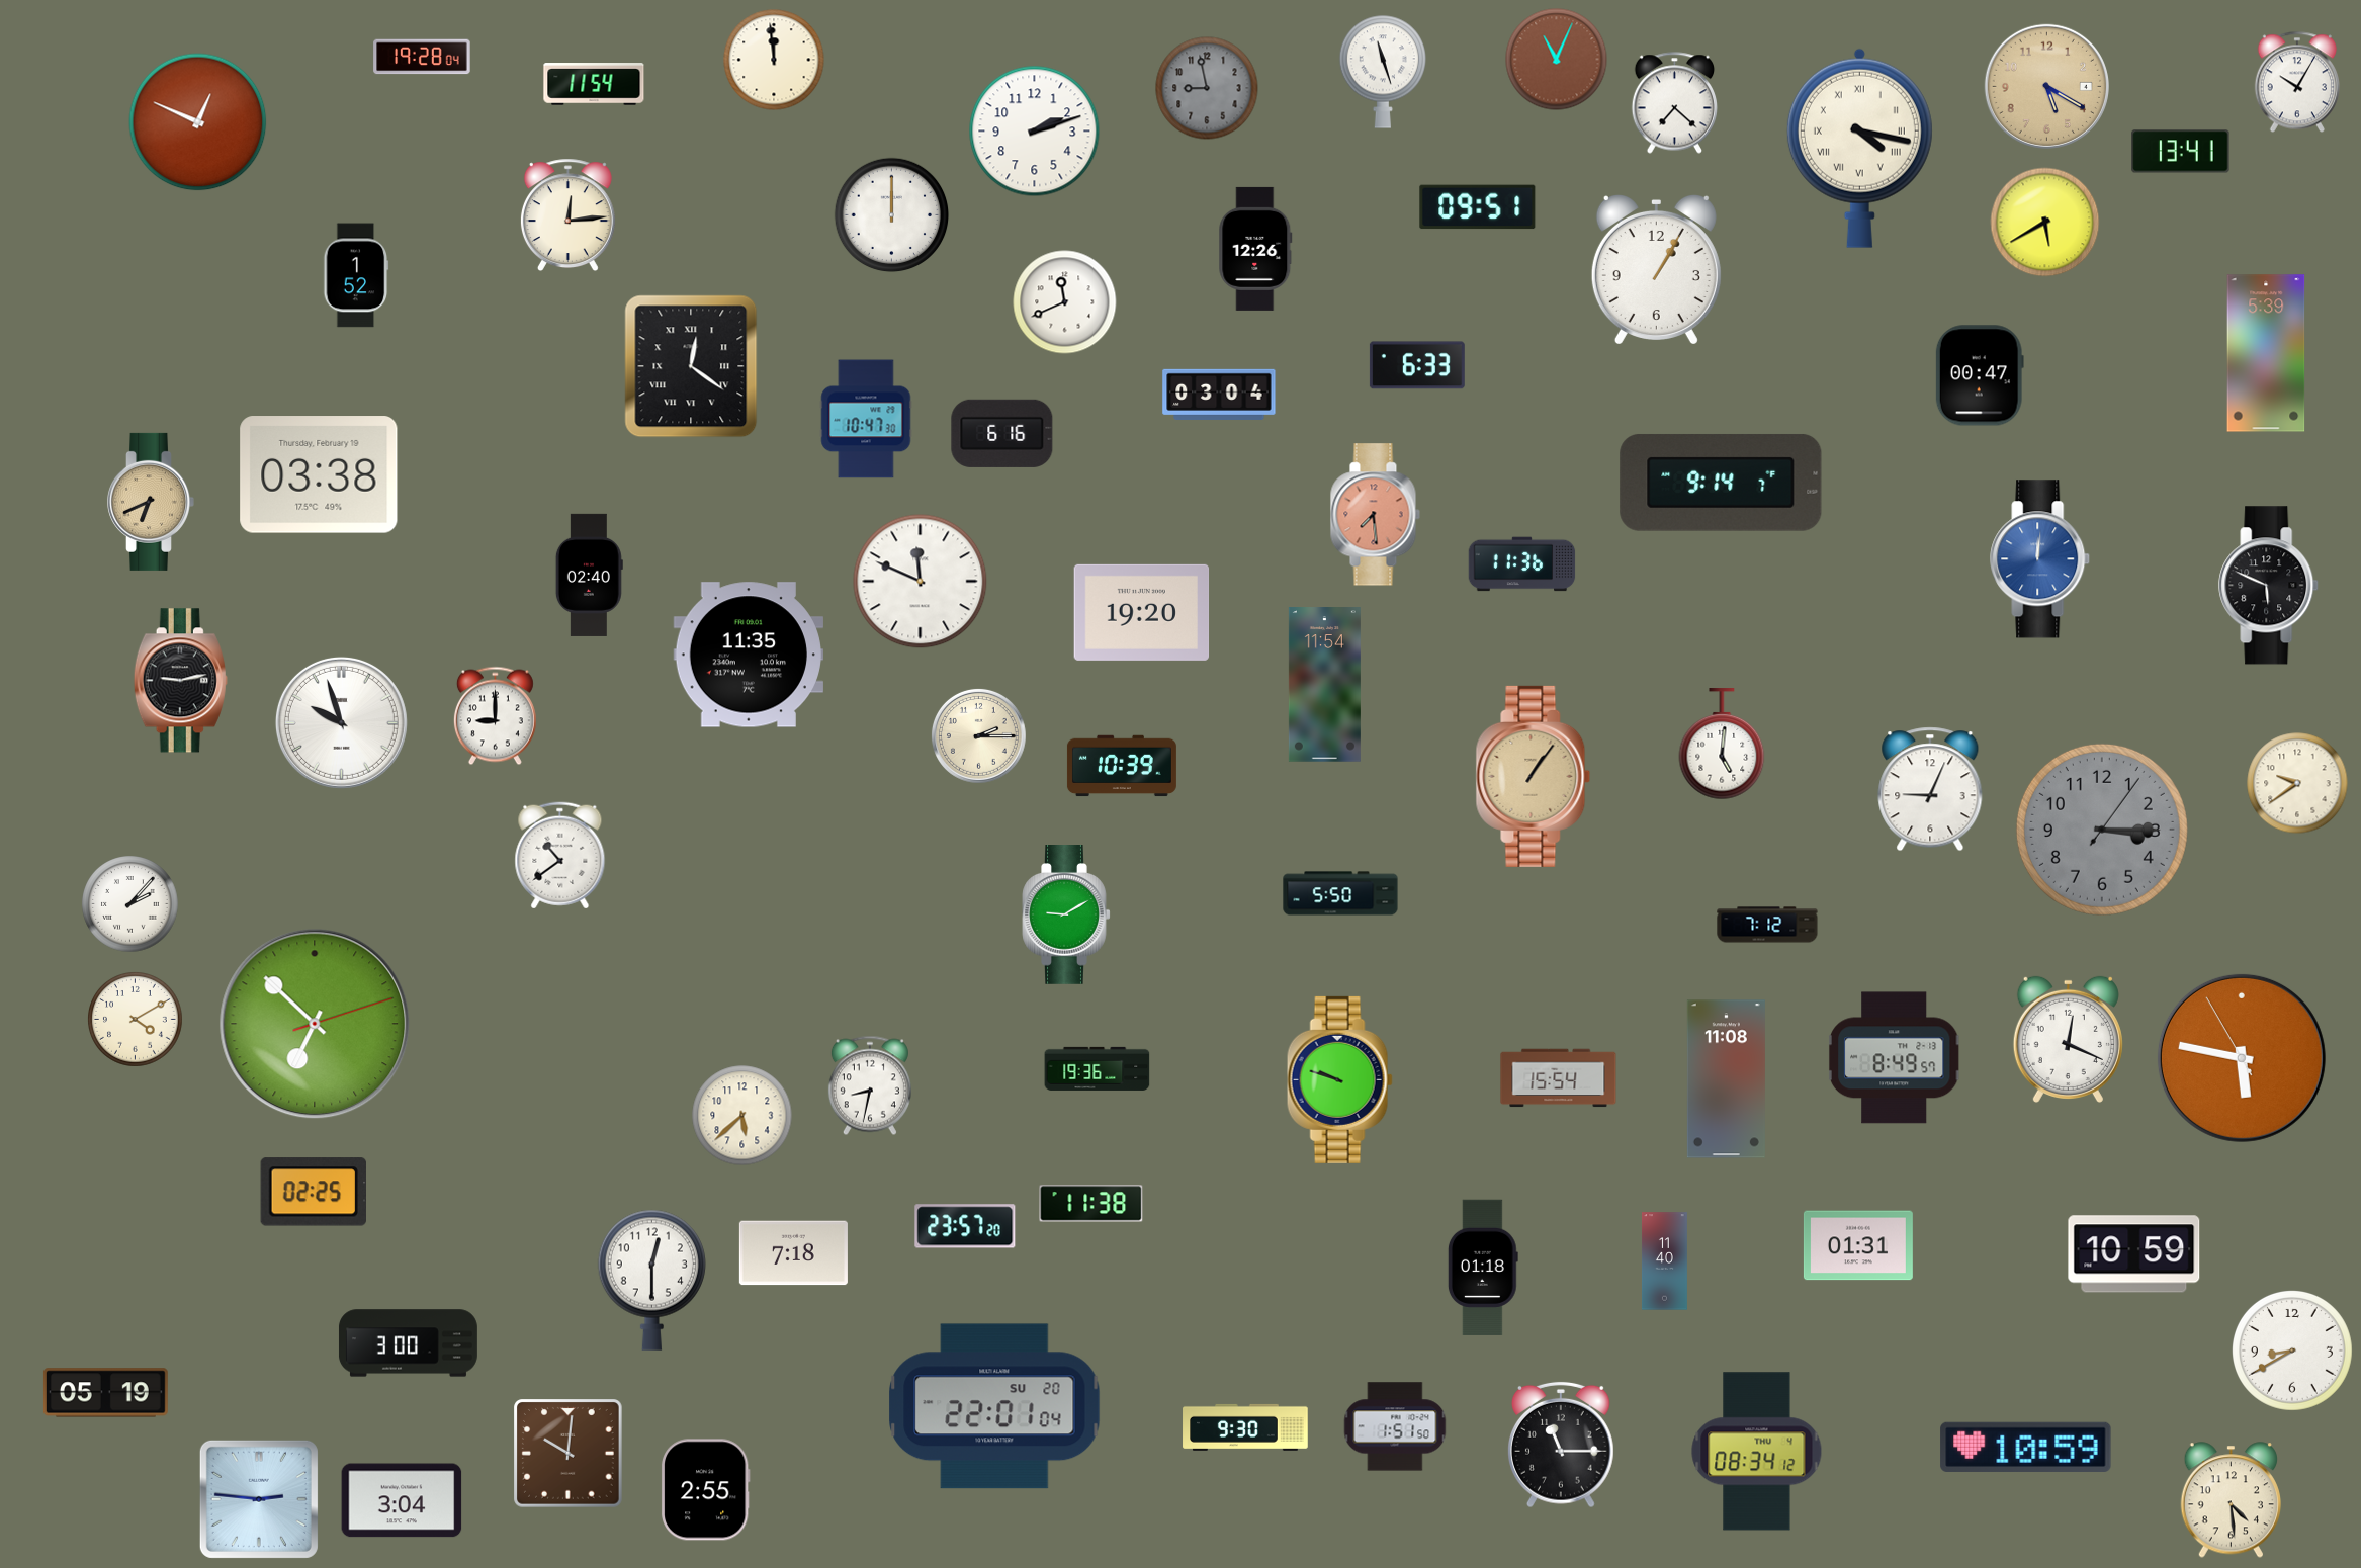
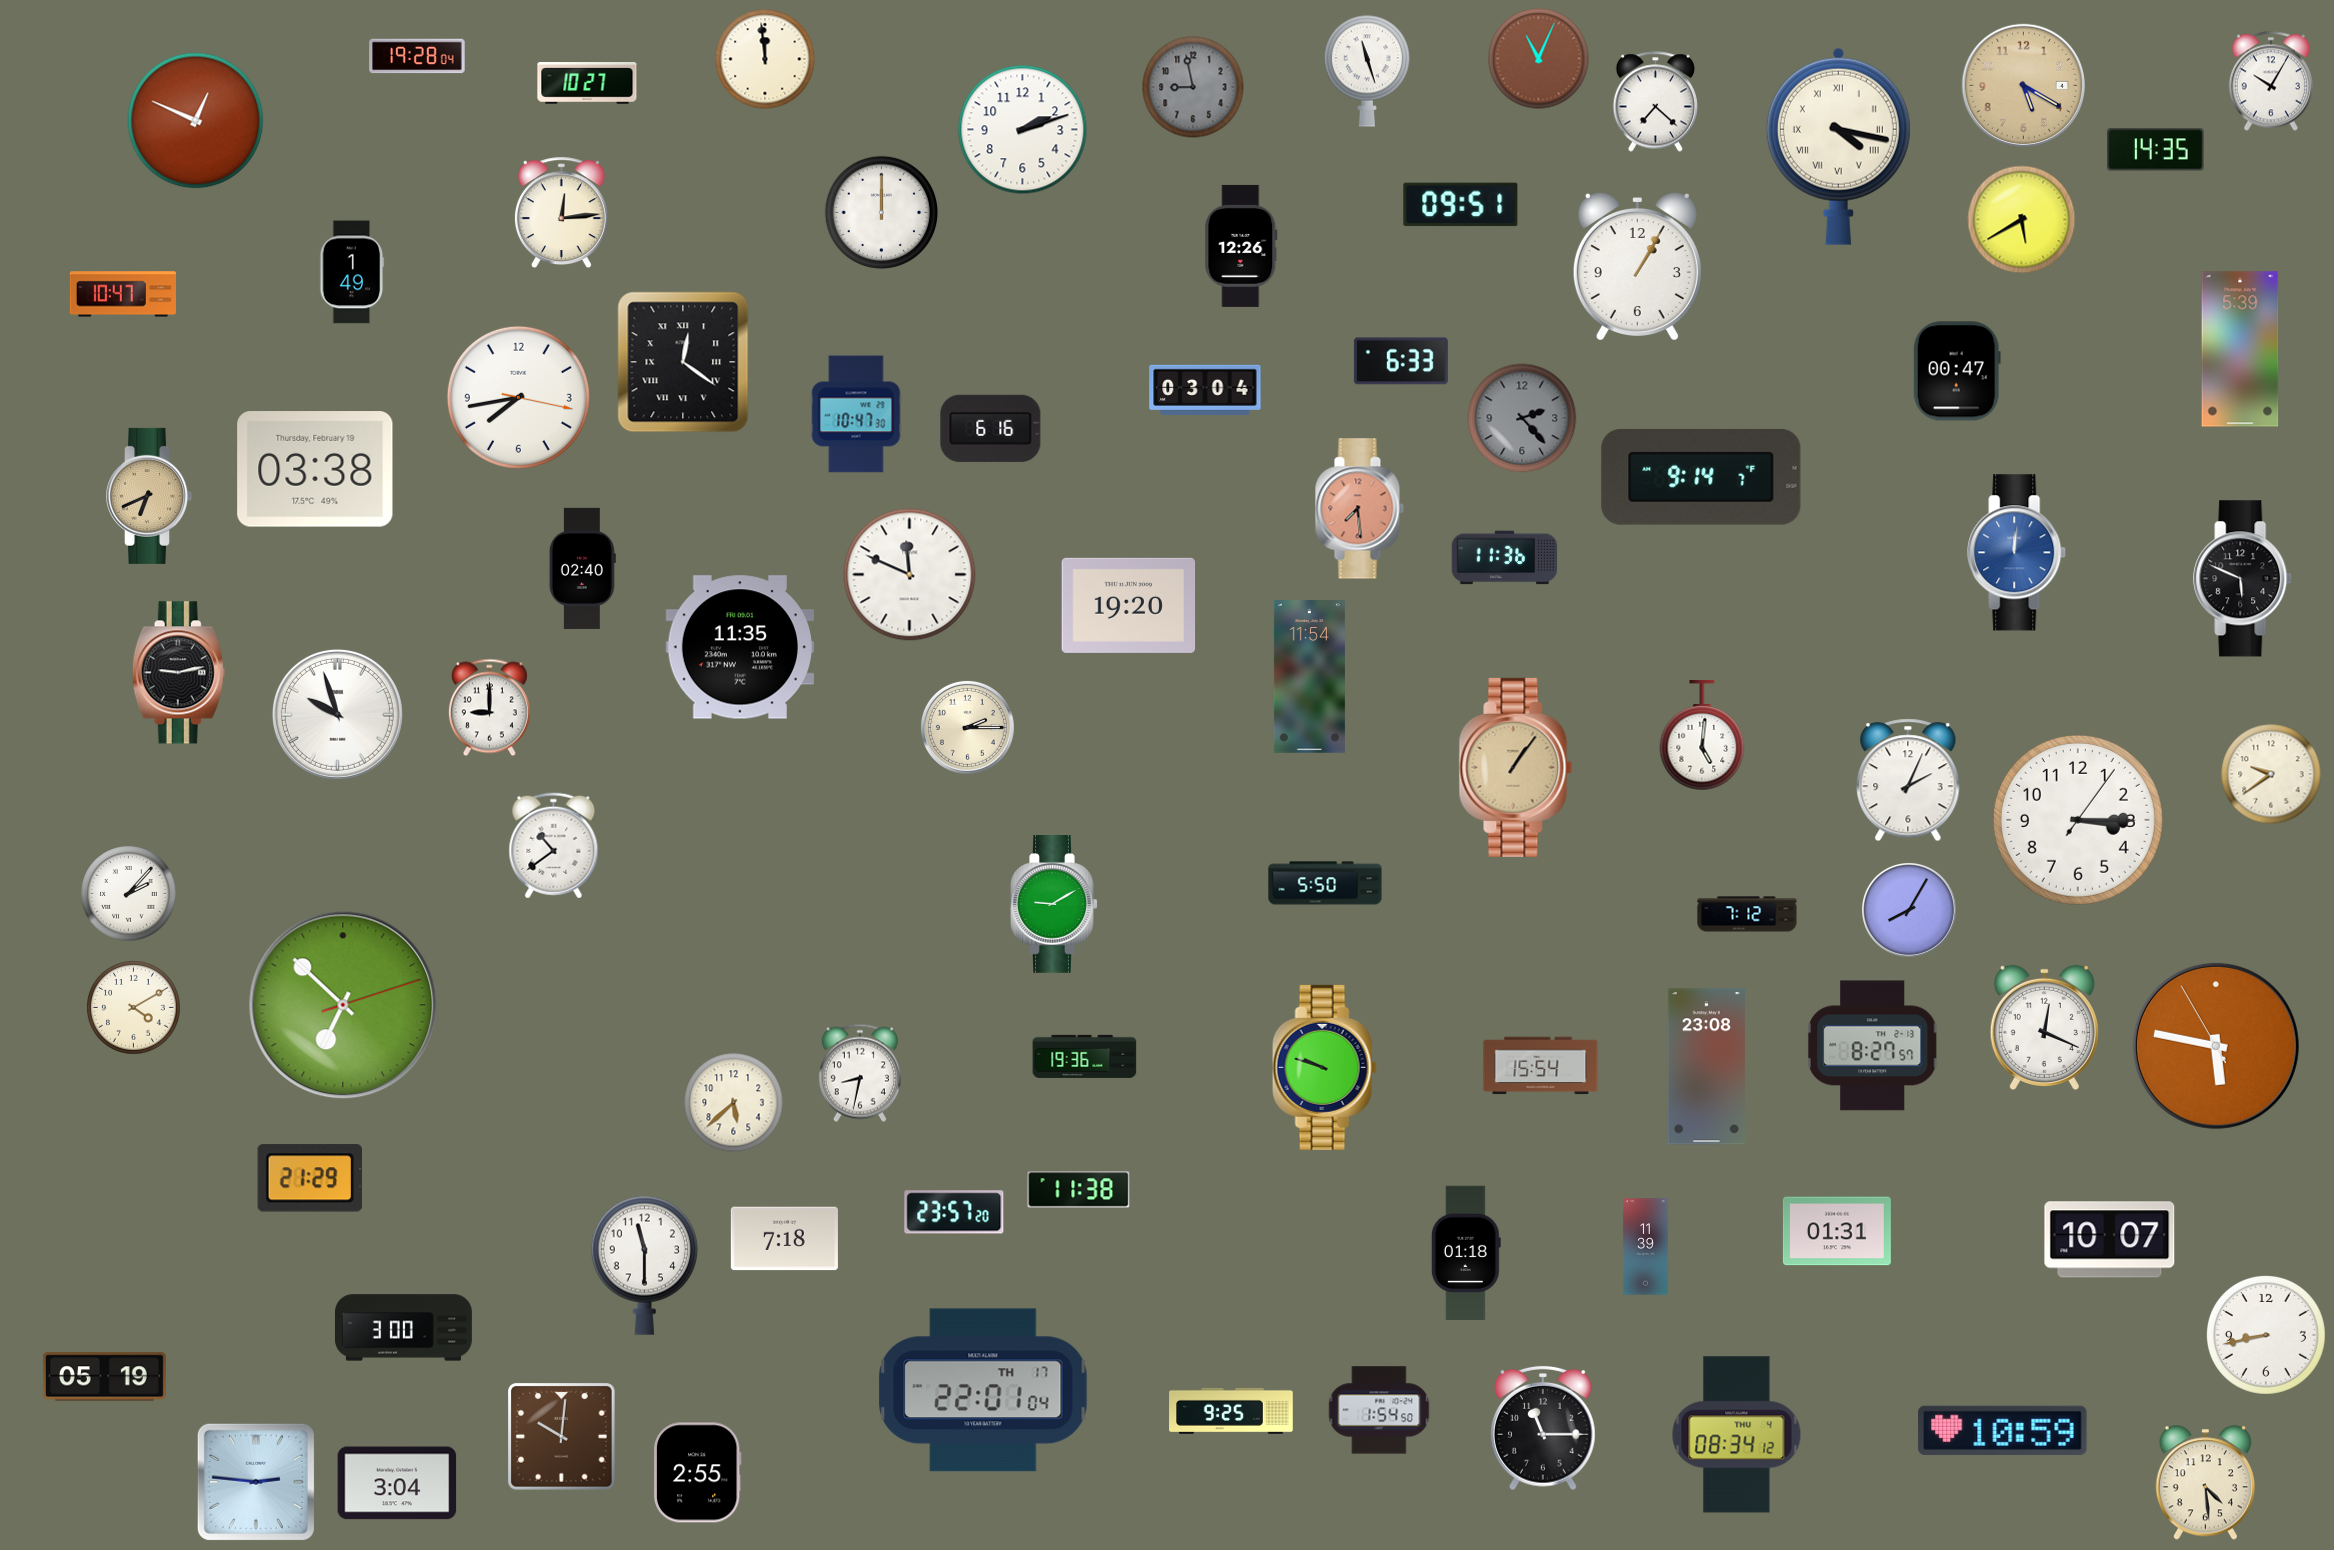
clock at (594, 84): 11:54 -> 10:27
clock at (2181, 152): 13:41 -> 14:35
clock at (356, 275): 1:52 -> 1:49
clock at (123, 294): none -> 10:47
clock at (1065, 302): 11:41 -> none
clock at (518, 397): none -> 7:43
clock at (1522, 418): none -> 2:23
clock at (1122, 766): 10:39 -> none
clock at (1930, 789): 9:04 -> 2:04
clock at (2102, 830) dial: grey -> white
clock at (1909, 910): none -> 8:05
clock at (315, 1024) position: (315, 1024) -> (343, 1005)
clock at (1894, 1058): 8:49 -> 8:27
clock at (1726, 1079): 11:08 -> 23:08
clock at (313, 1192): 02:25 -> 21:29
clock at (2134, 1254): 10:59 -> 10:07
clock at (1664, 1261): 11:40 -> 11:39
clock at (651, 1280): 12:30 -> 11:30
clock at (2292, 1351): 8:40 -> 8:43
clock at (994, 1406) date: SU 20 -> TH 17
clock at (1395, 1426): 1:51 -> 1:54
clock at (1245, 1427): 9:30 -> 9:25
